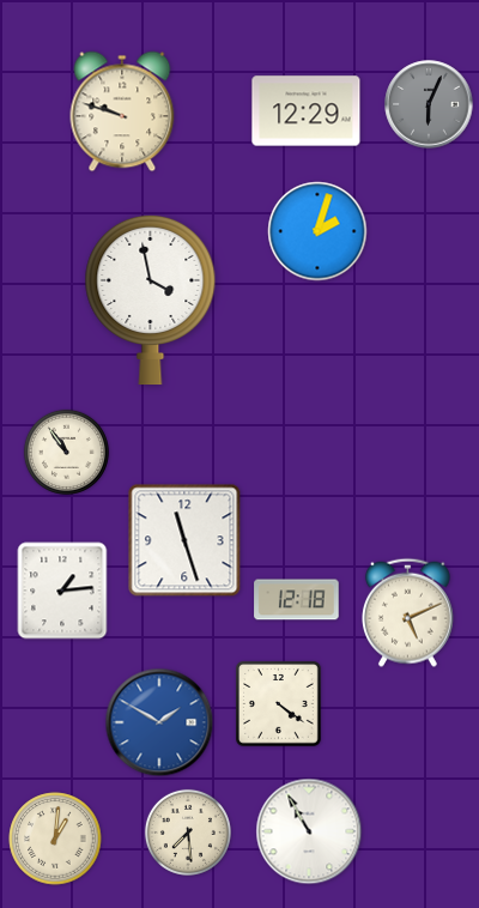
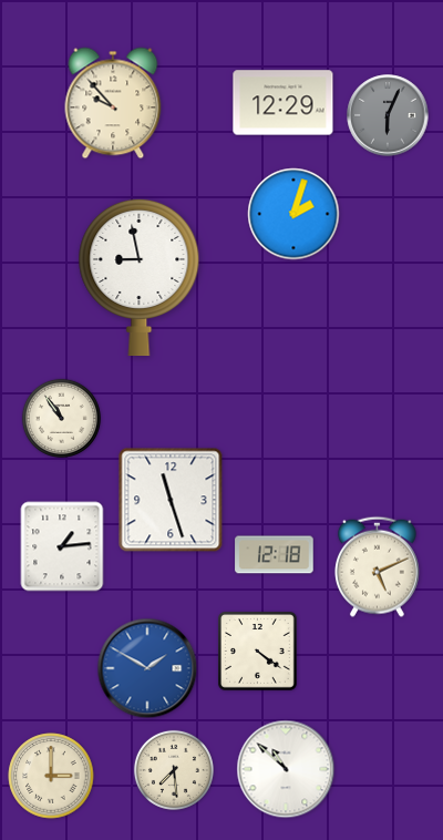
clock at (429, 104) position: (429, 104) -> (388, 115)
clock at (122, 111): 9:48 -> 9:53
clock at (151, 299): 3:58 -> 8:58
clock at (62, 591) position: (62, 591) -> (62, 546)
clock at (309, 831): 10:55 -> 10:52
clock at (55, 839): 1:01 -> 3:00
